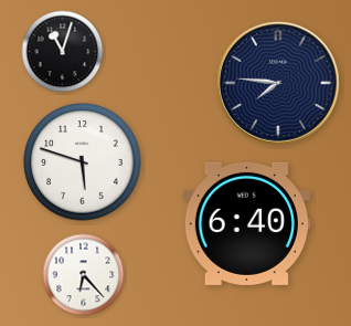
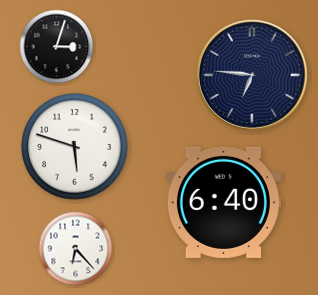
clock at (63, 52): 11:03 -> 3:03
clock at (278, 83): 7:46 -> 6:46
